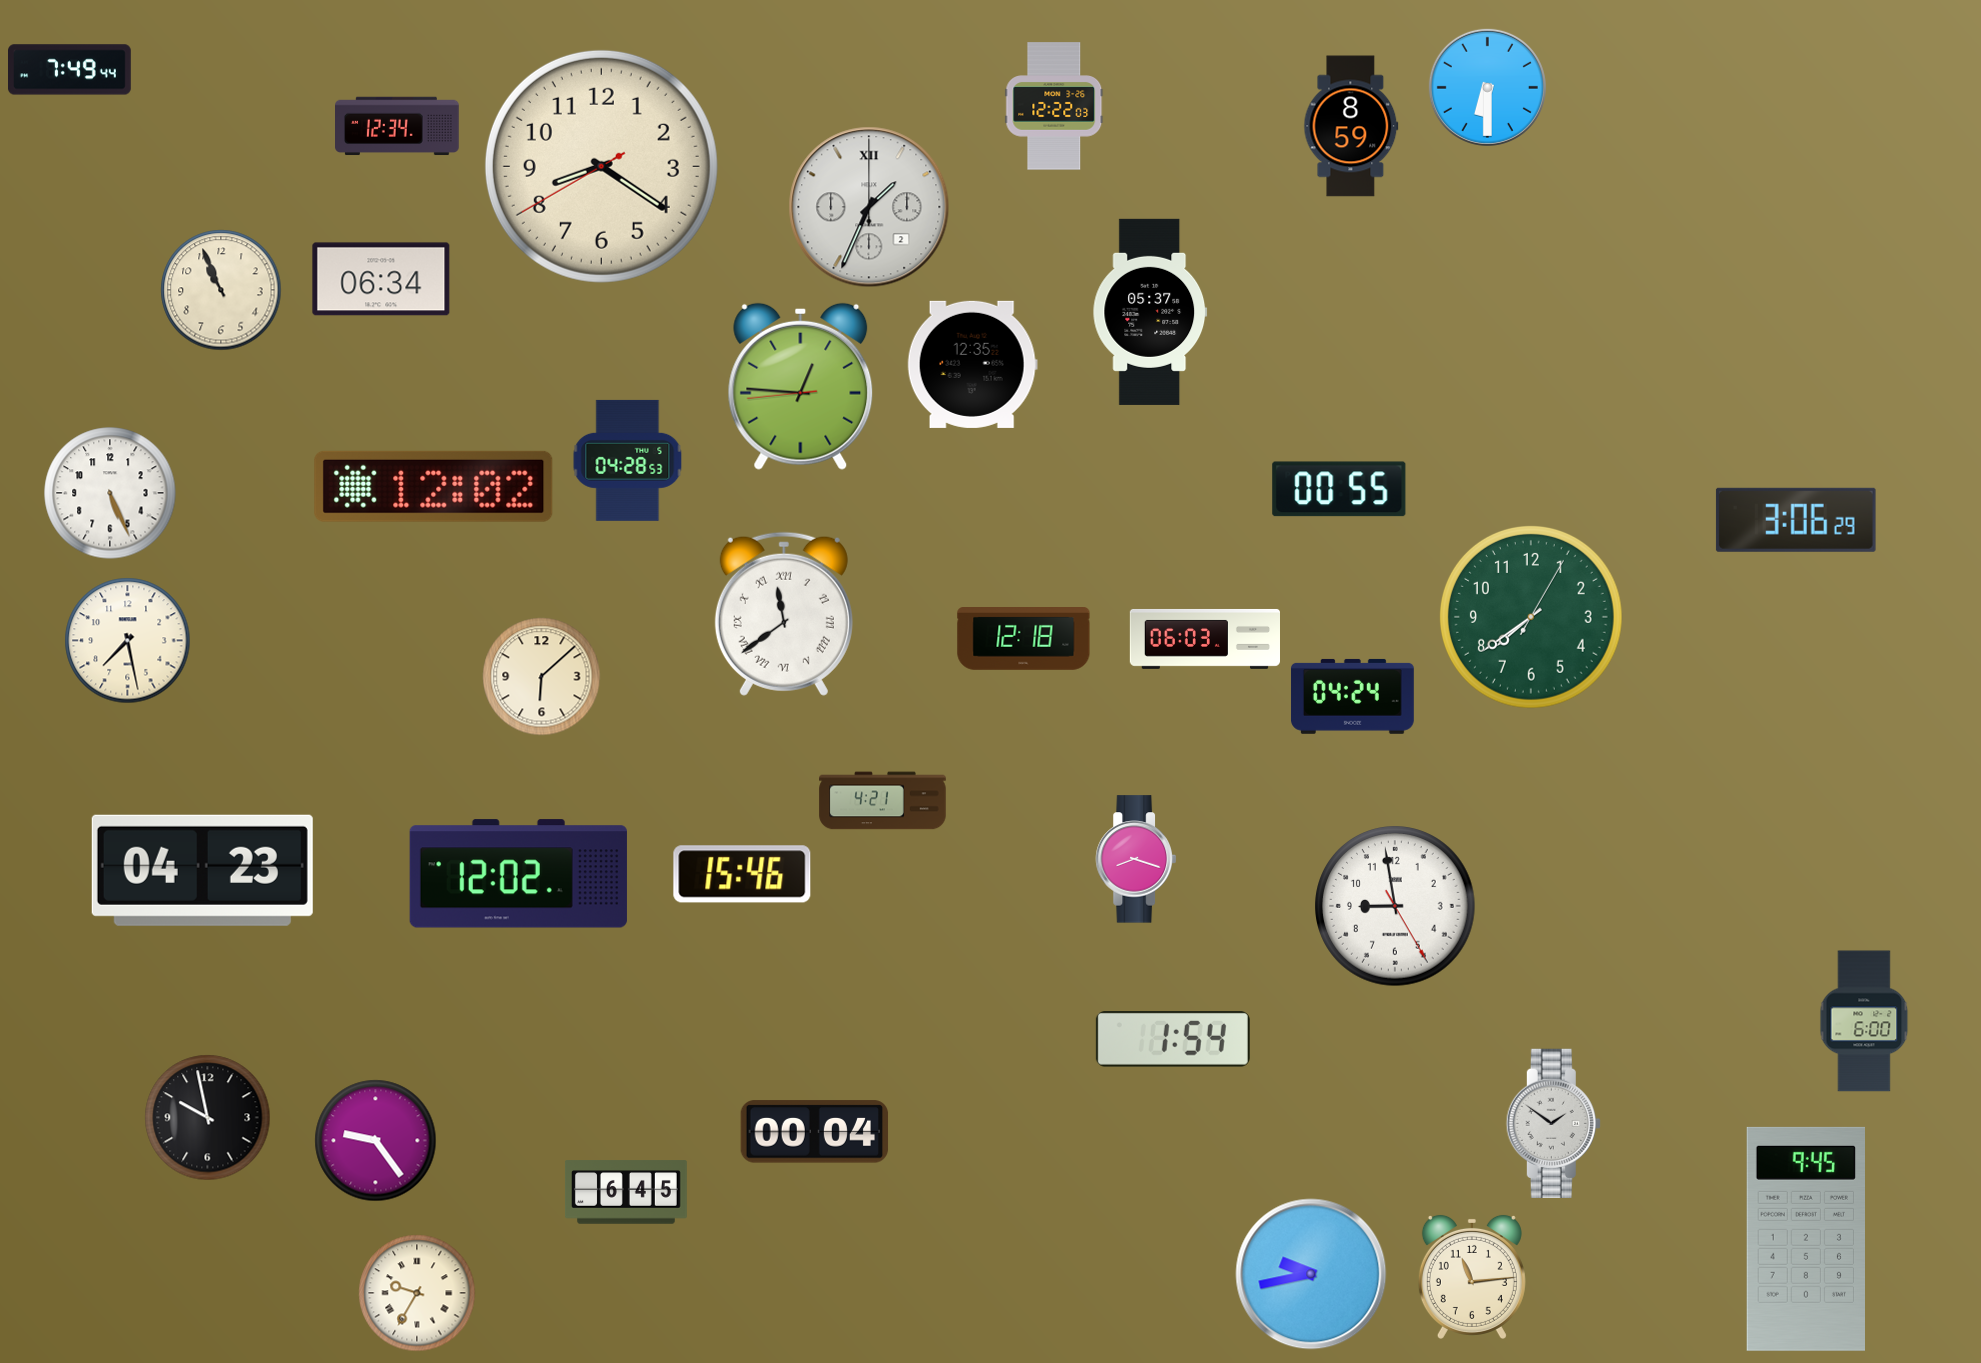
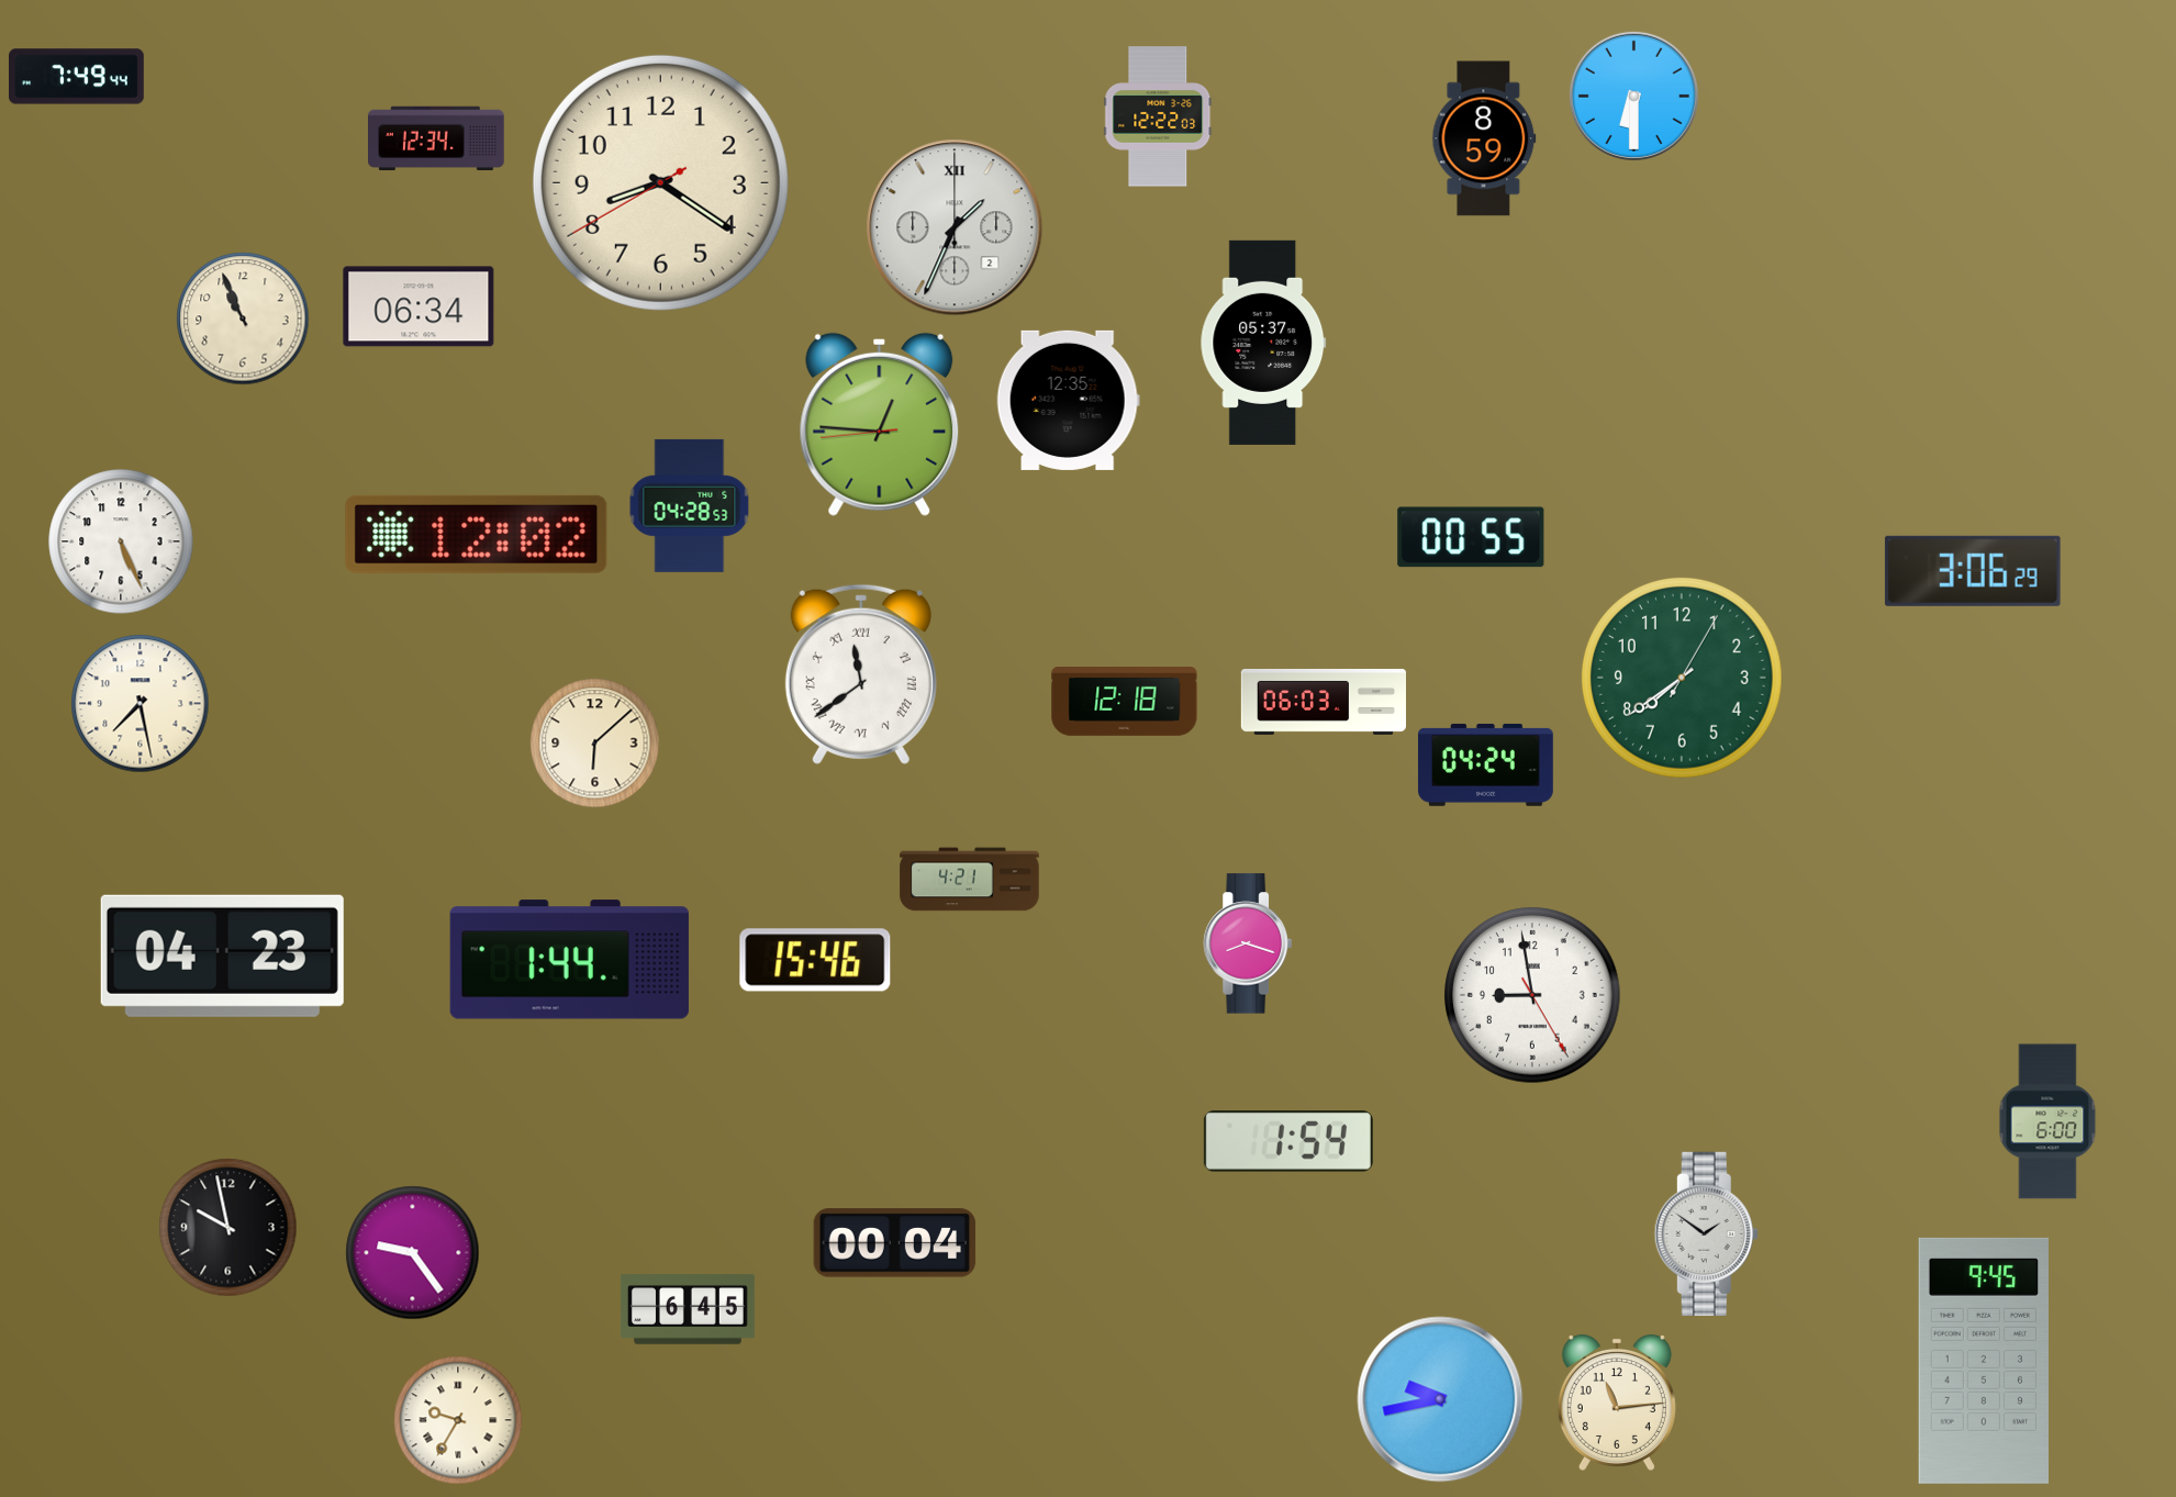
clock at (518, 874): 12:02 -> 1:44
